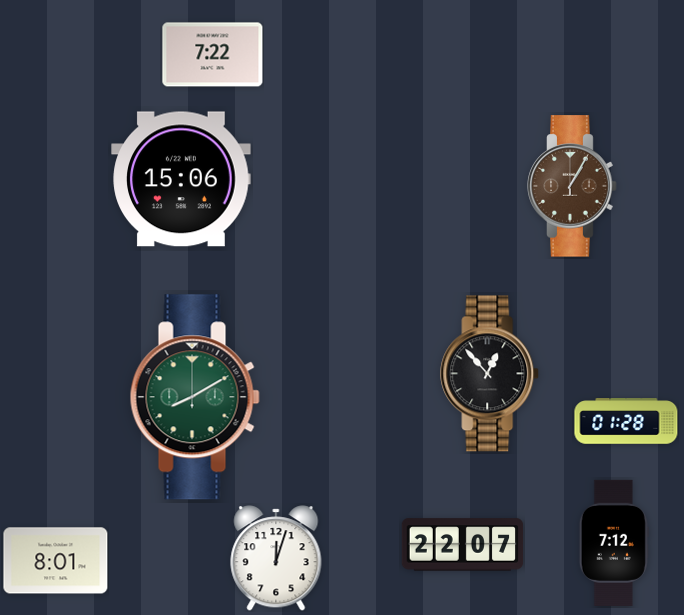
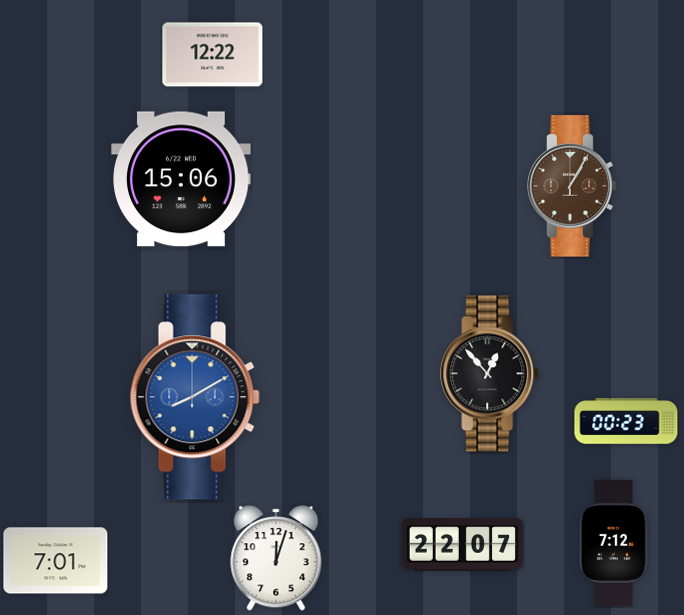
clock at (213, 55): 7:22 -> 12:22
clock at (195, 397) dial: green -> blue
clock at (626, 421): 01:28 -> 00:23
clock at (56, 561): 8:01 -> 7:01
